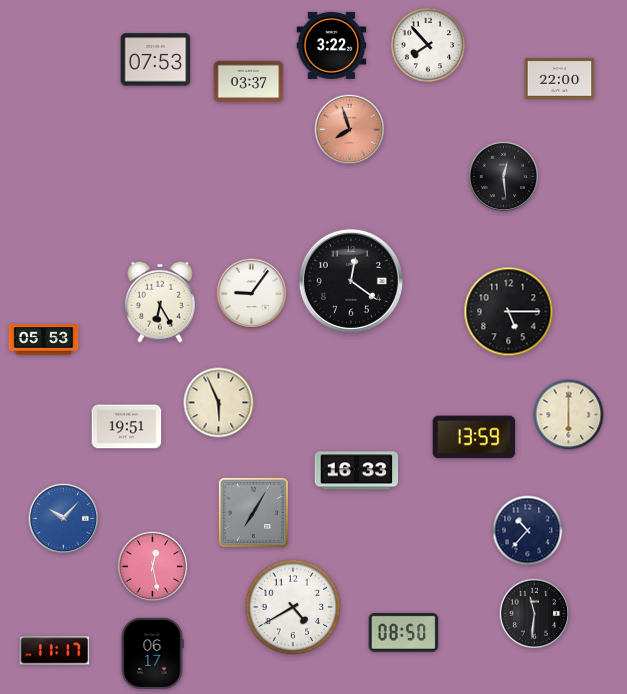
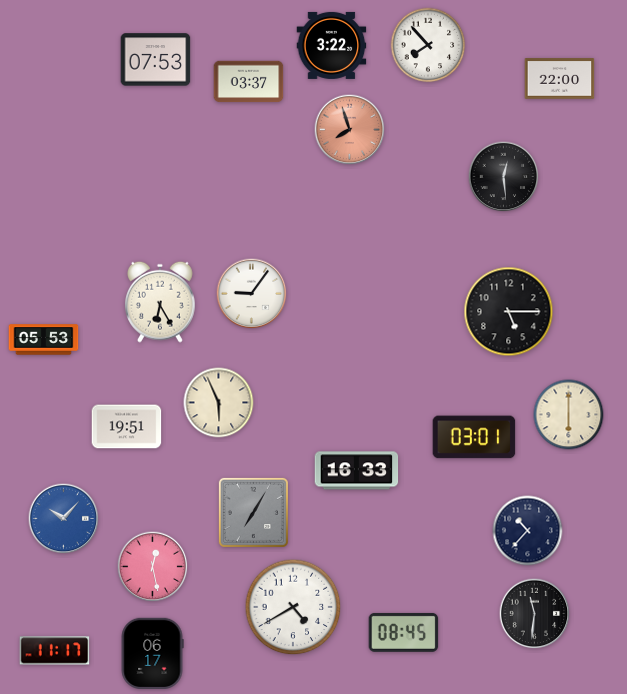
clock at (351, 281): 12:21 -> none
clock at (474, 437): 13:59 -> 03:01
clock at (404, 632): 08:50 -> 08:45
